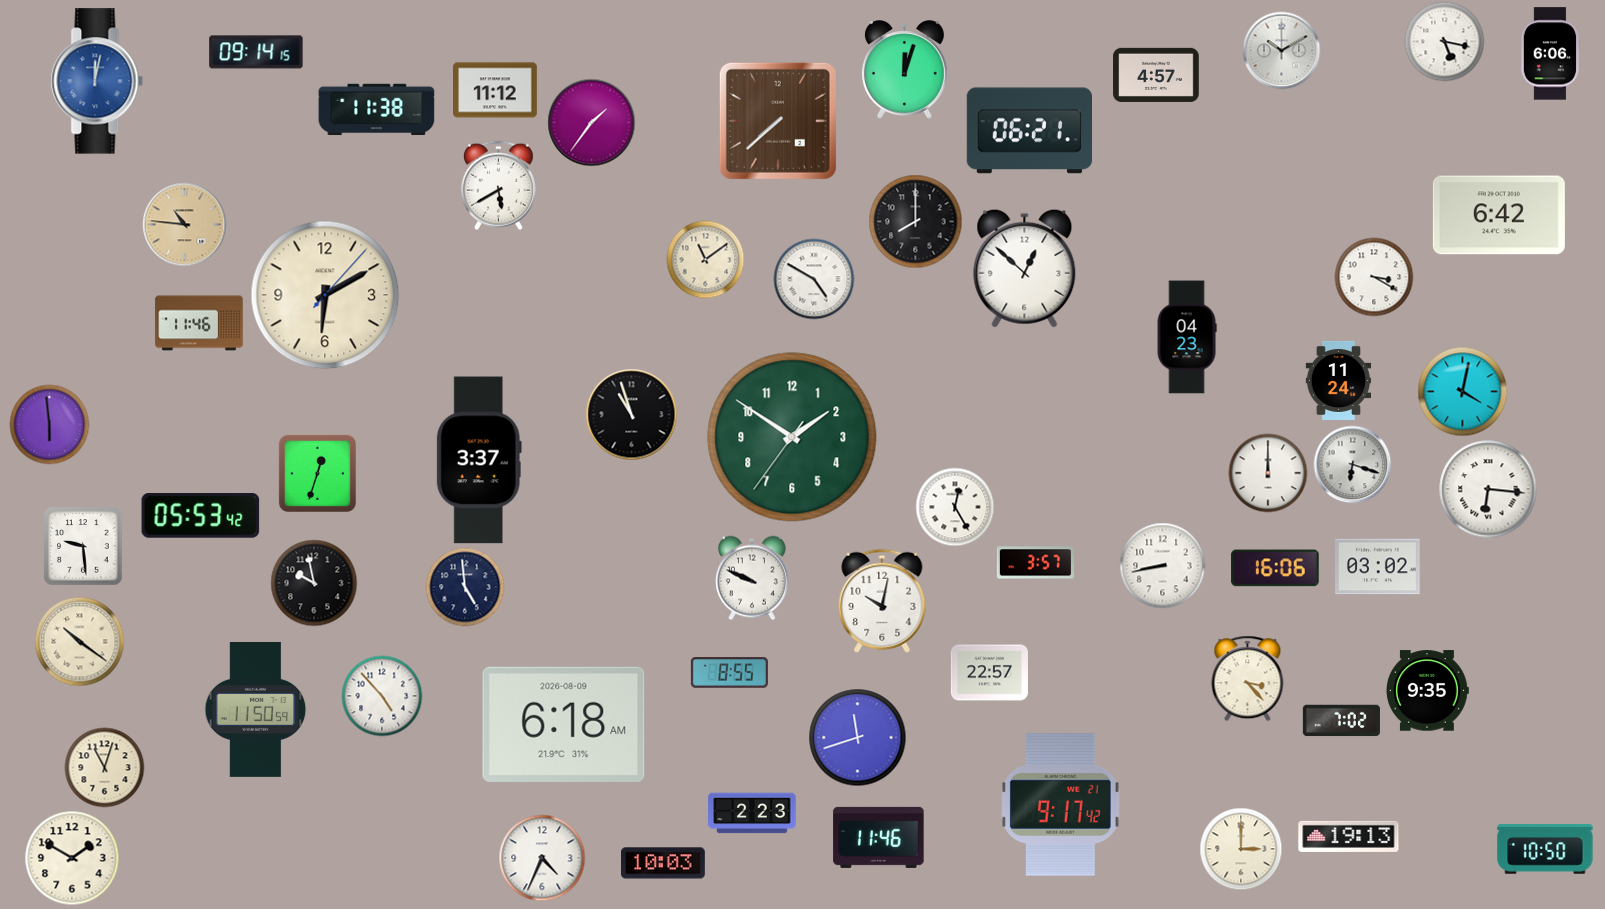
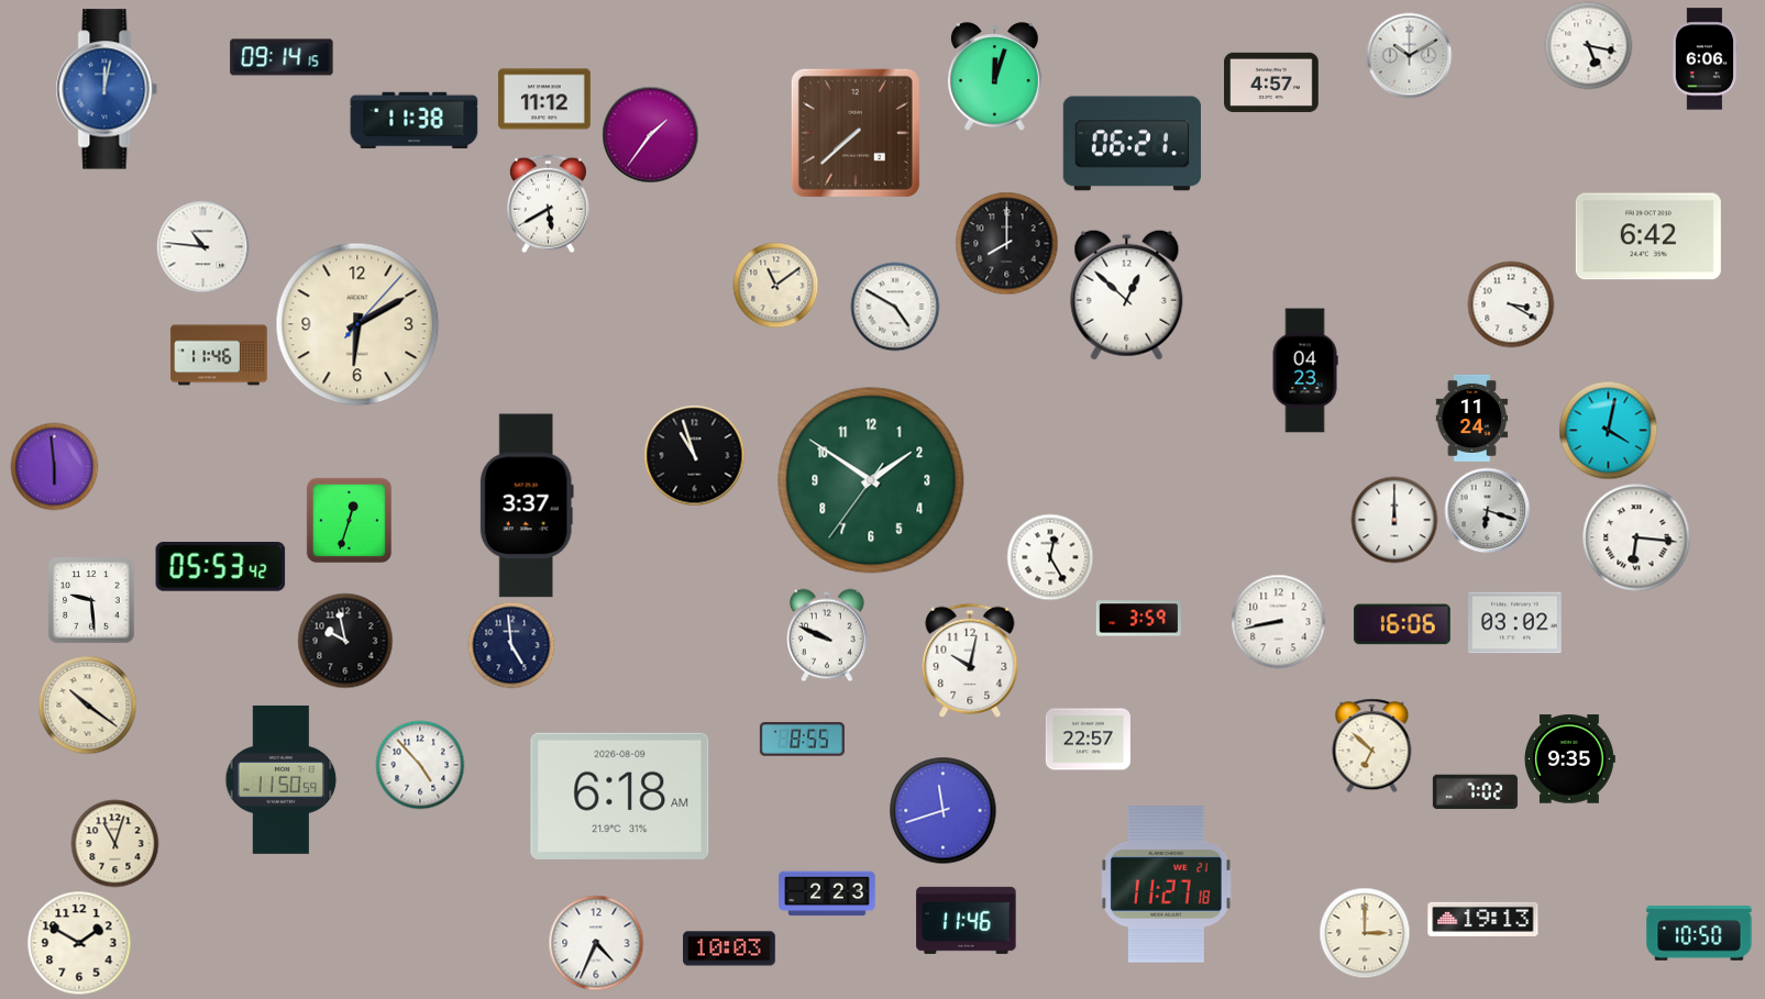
clock at (184, 224) dial: champagne -> white
clock at (1035, 563): 3:57 -> 3:59
clock at (1248, 678): 3:23 -> 6:52
clock at (1061, 805): 9:17 -> 11:27
